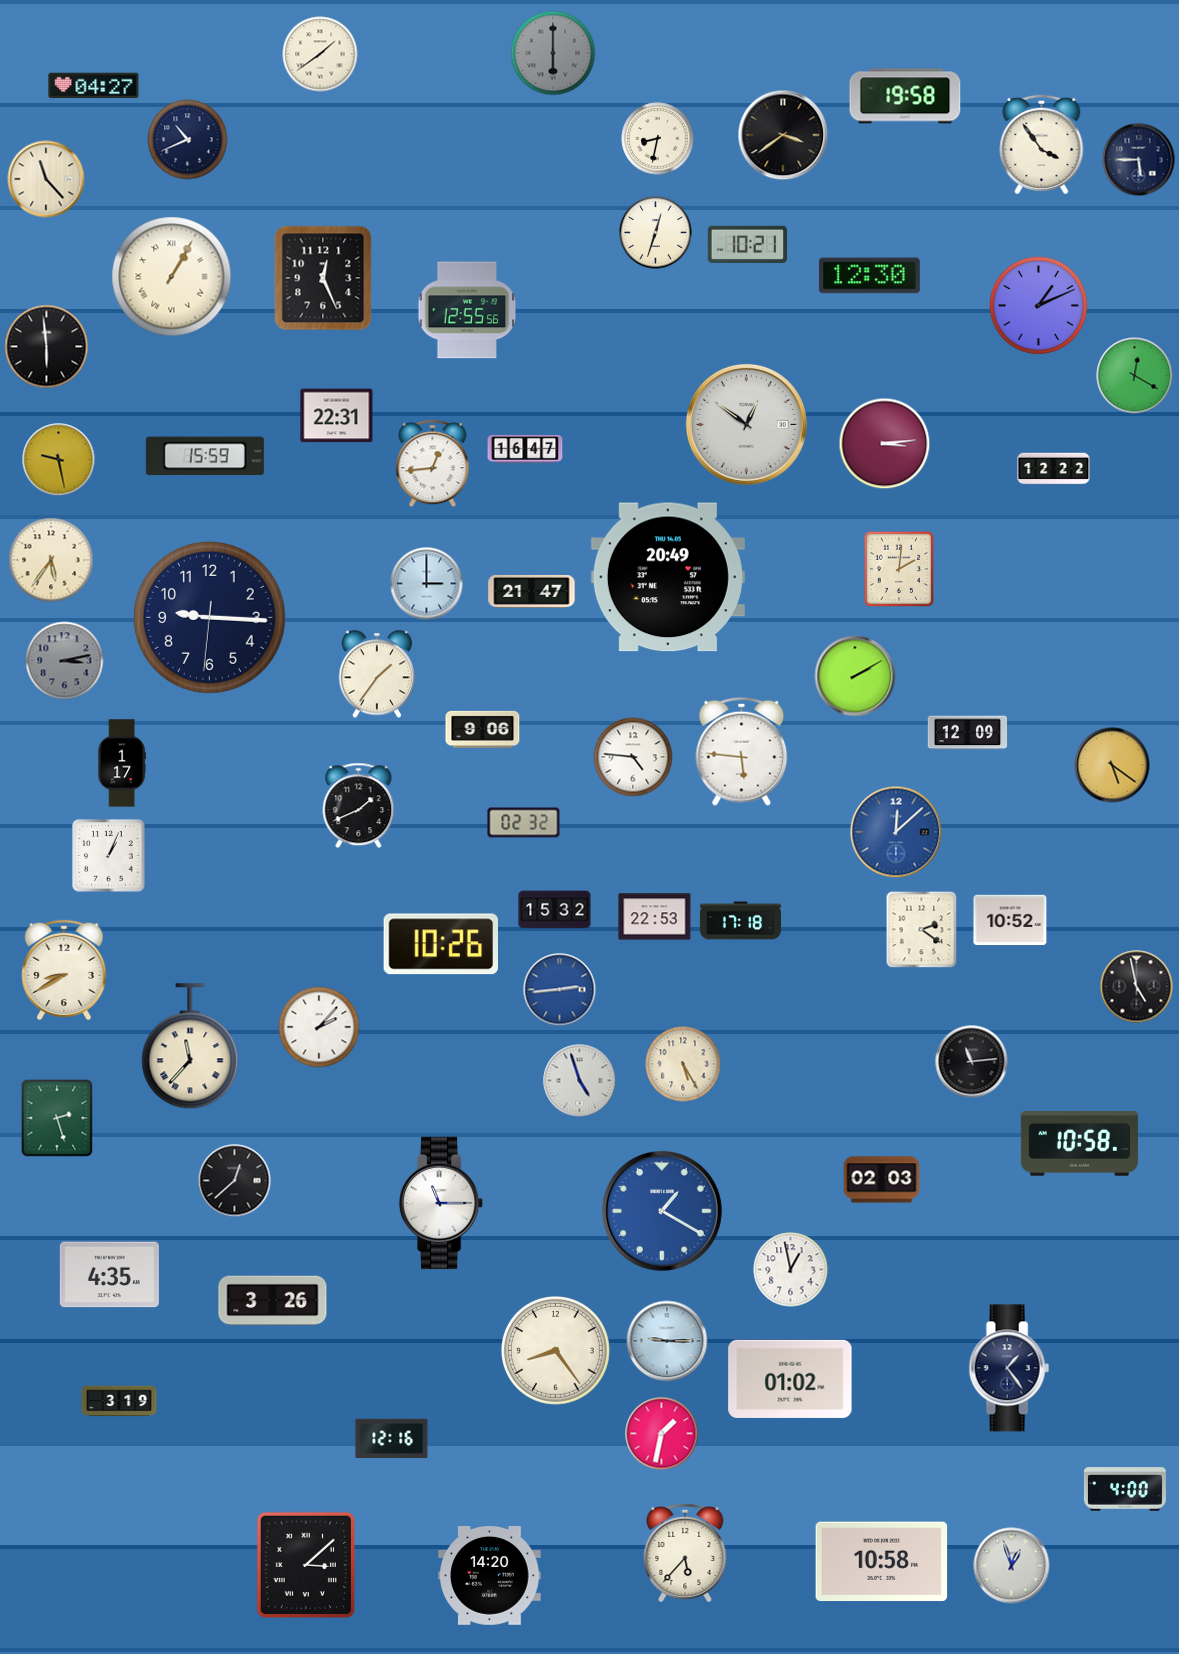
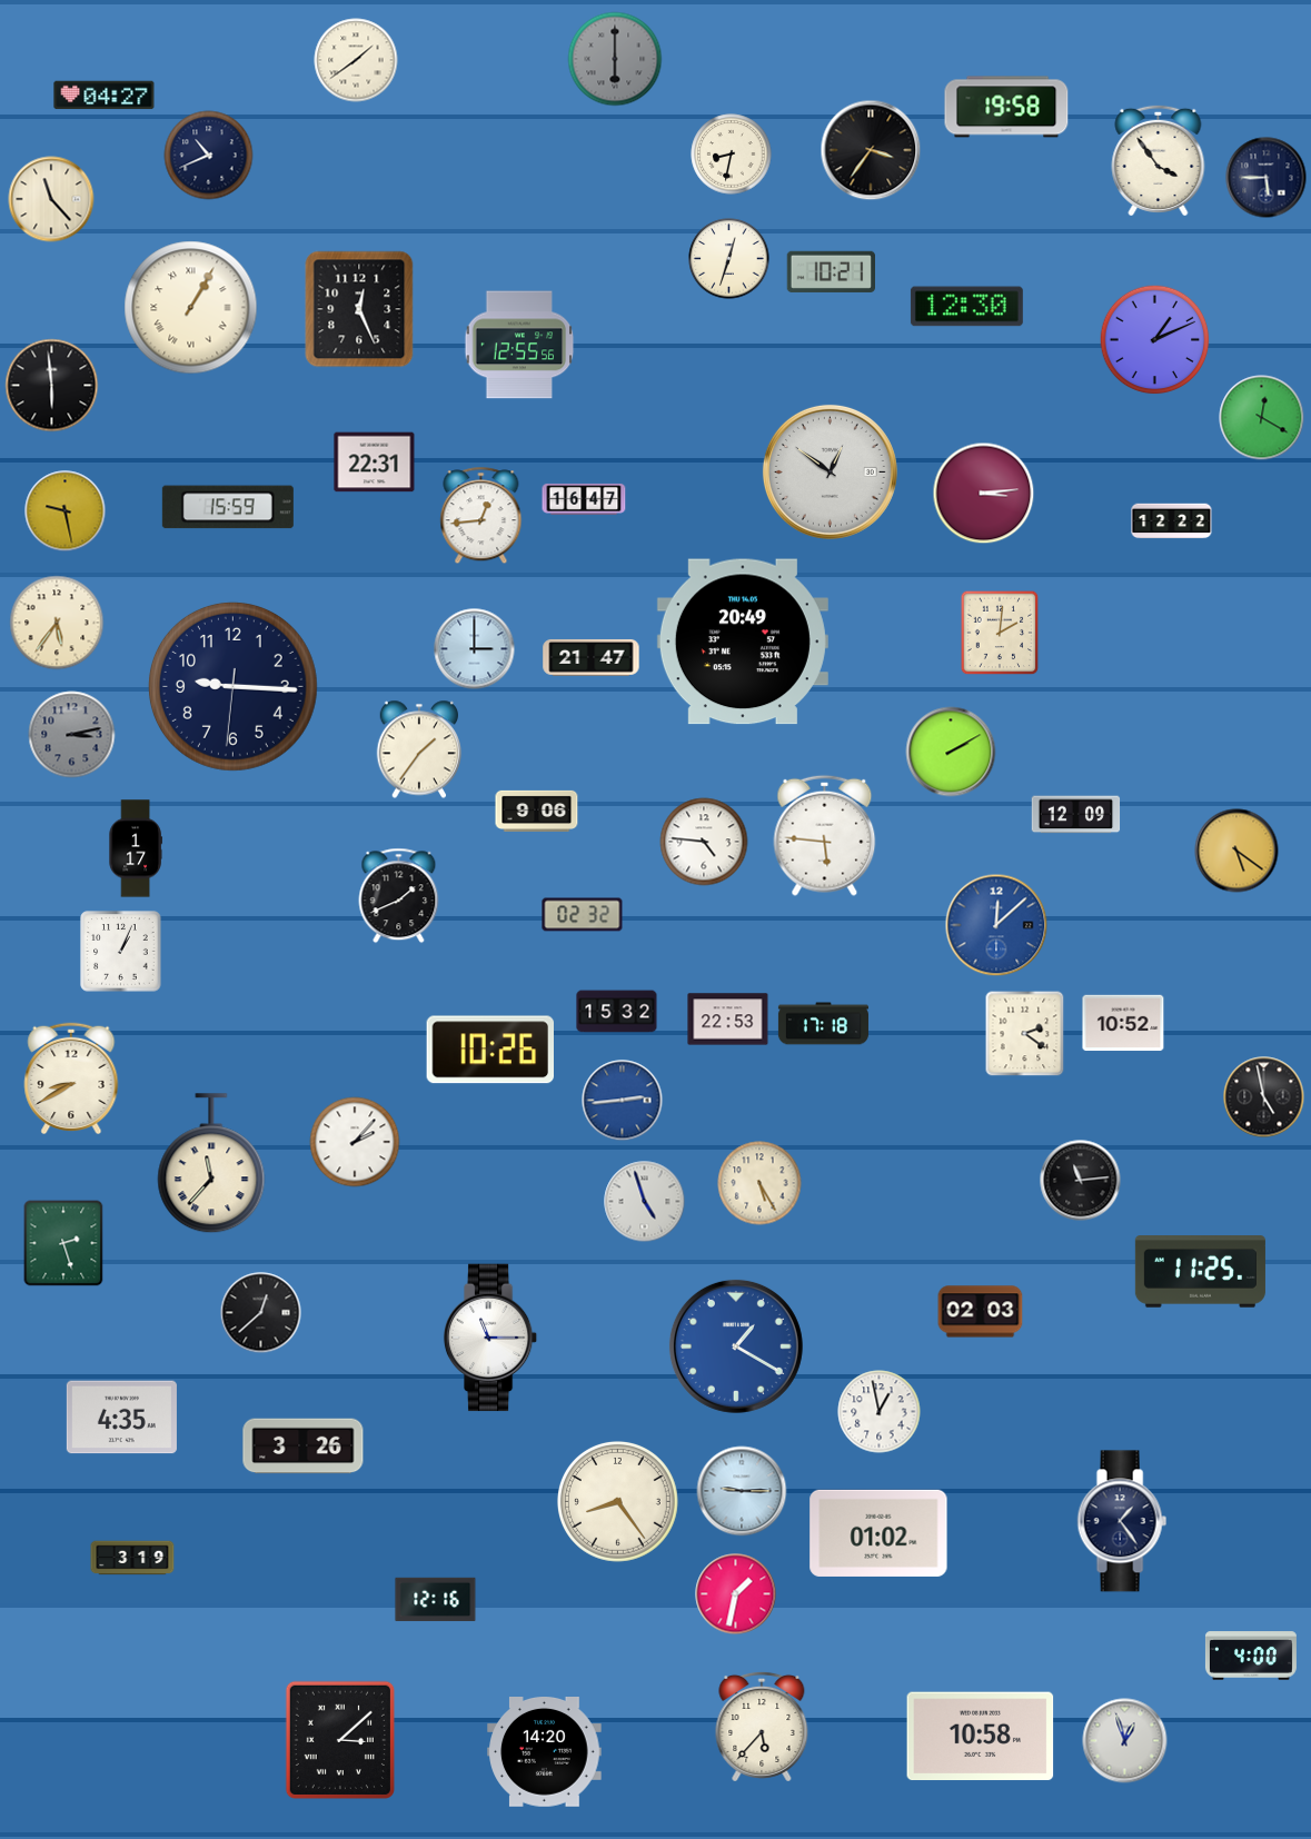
clock at (783, 135): 3:39 -> 3:36
clock at (1079, 1144): 10:58 -> 11:25
